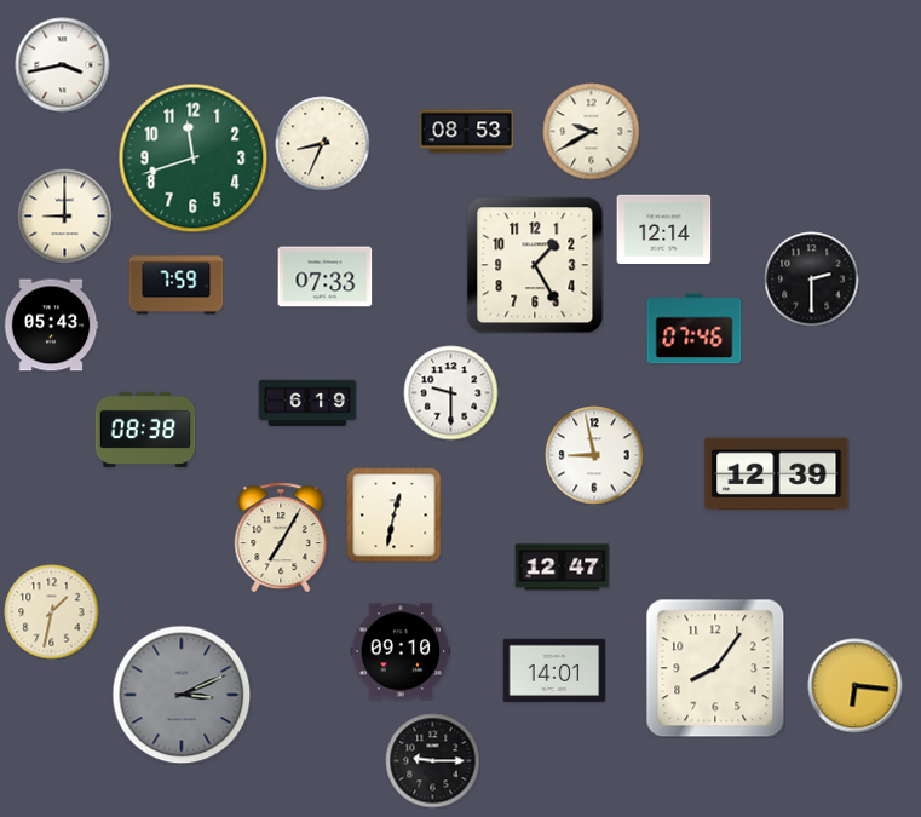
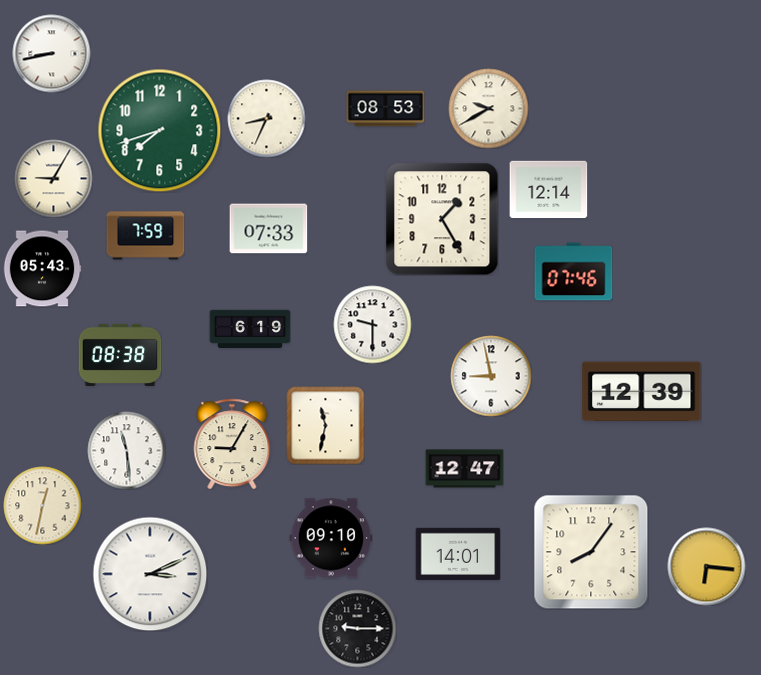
clock at (62, 64): 3:43 -> 8:43
clock at (192, 157): 11:42 -> 7:42
clock at (64, 215): 9:00 -> 9:05
clock at (811, 278): 2:30 -> none
clock at (307, 403) position: (307, 403) -> (250, 329)
clock at (393, 514): 12:32 -> 11:32
clock at (281, 537): 7:05 -> 9:05
clock at (126, 450): none -> 11:29
clock at (51, 611): 1:32 -> 12:32
clock at (182, 695) dial: grey -> white
